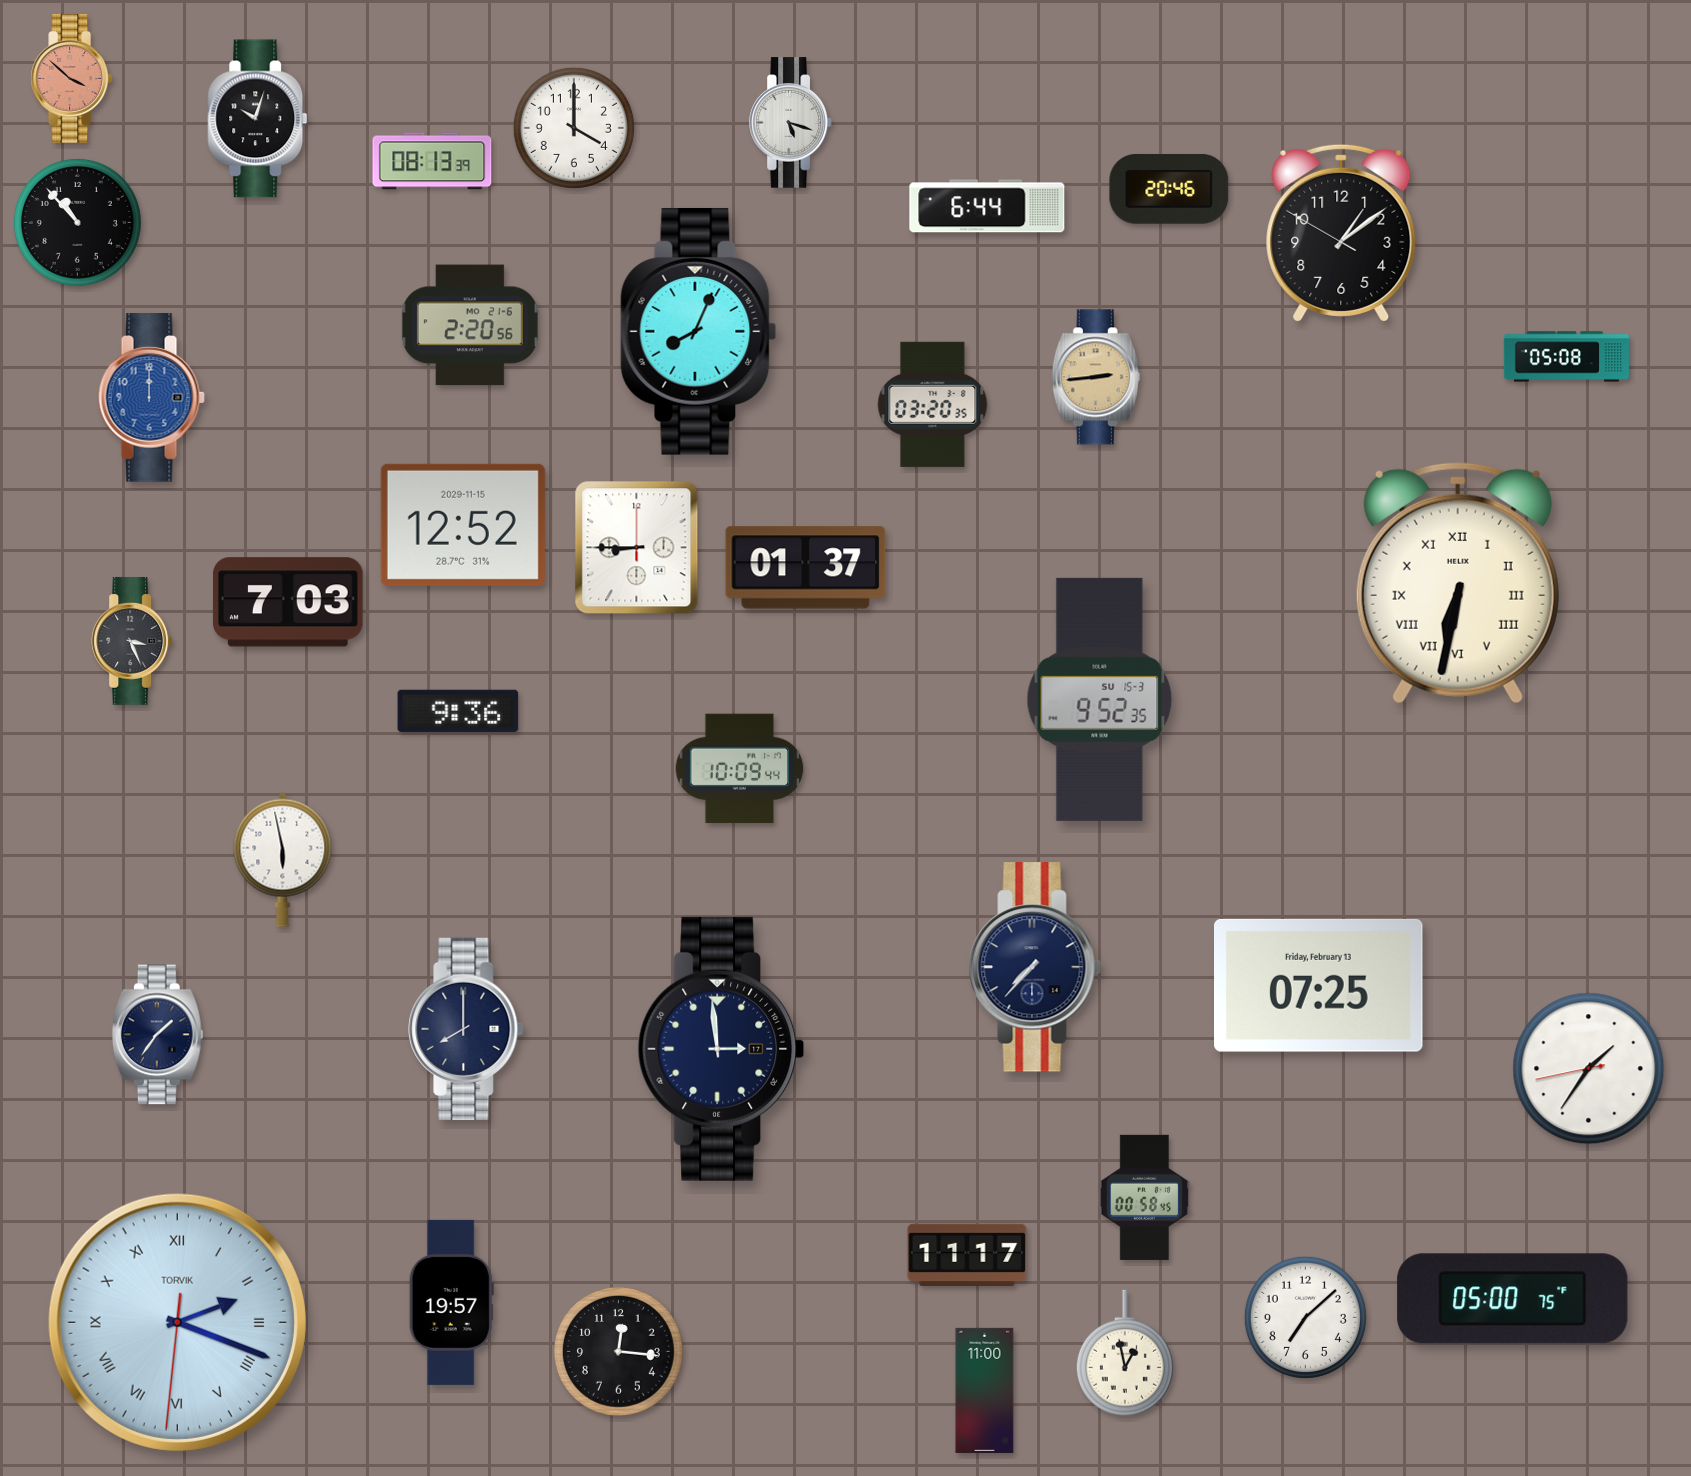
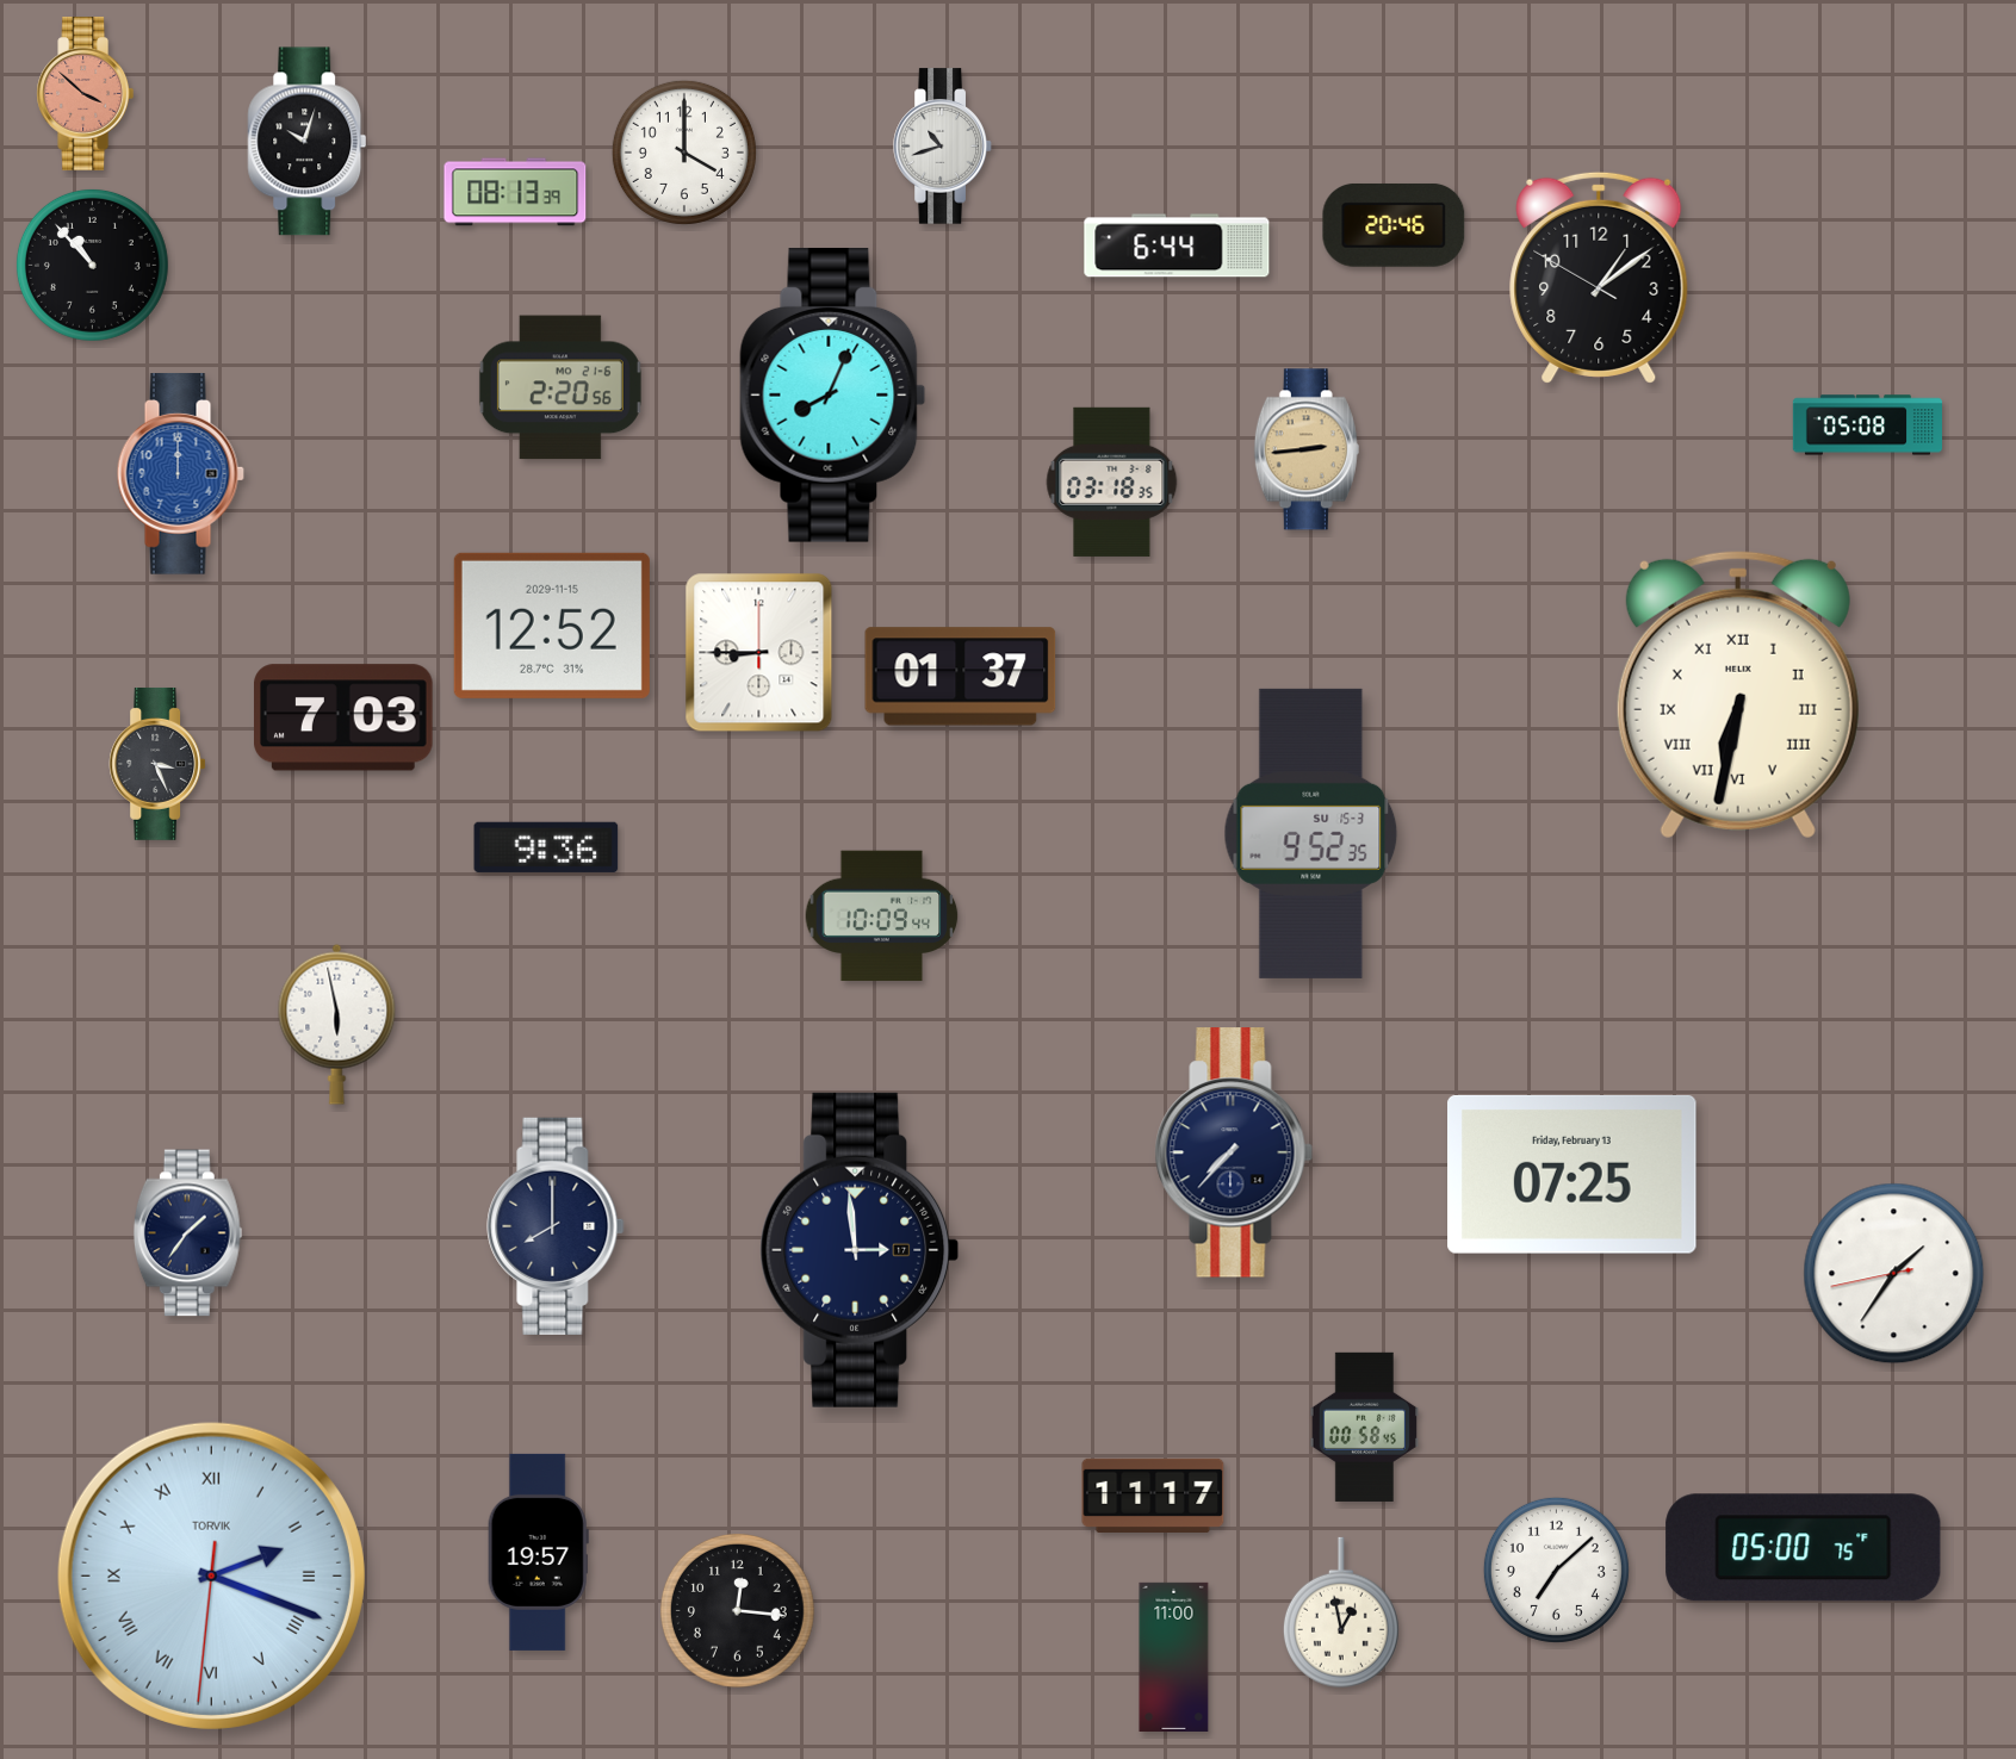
clock at (791, 123): 5:18 -> 10:42
clock at (933, 404): 03:20 -> 03:18
